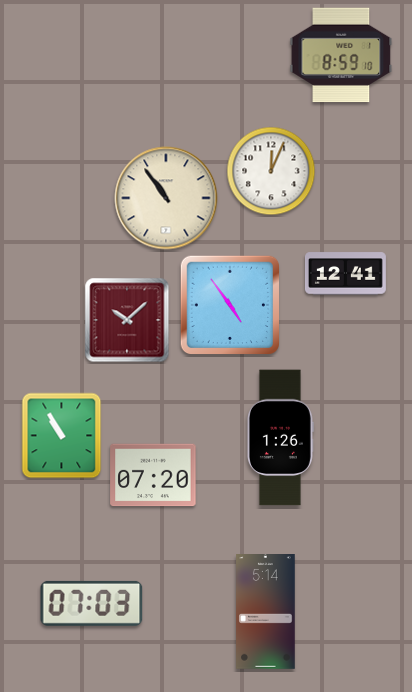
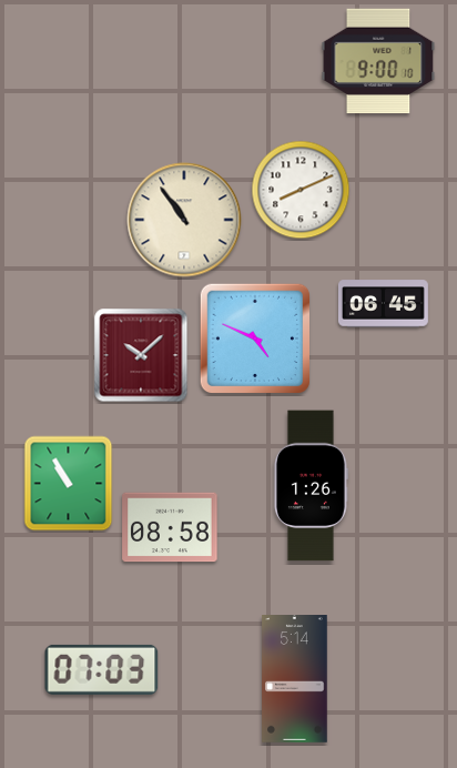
clock at (341, 55): 8:59 -> 9:00
clock at (271, 171): 12:04 -> 8:11
clock at (345, 274): 12:41 -> 06:45
clock at (230, 304): 4:54 -> 4:49
clock at (153, 475): 07:20 -> 08:58
